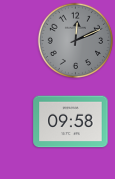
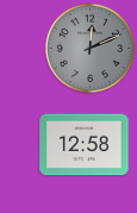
clock at (71, 122): 09:58 -> 12:58
